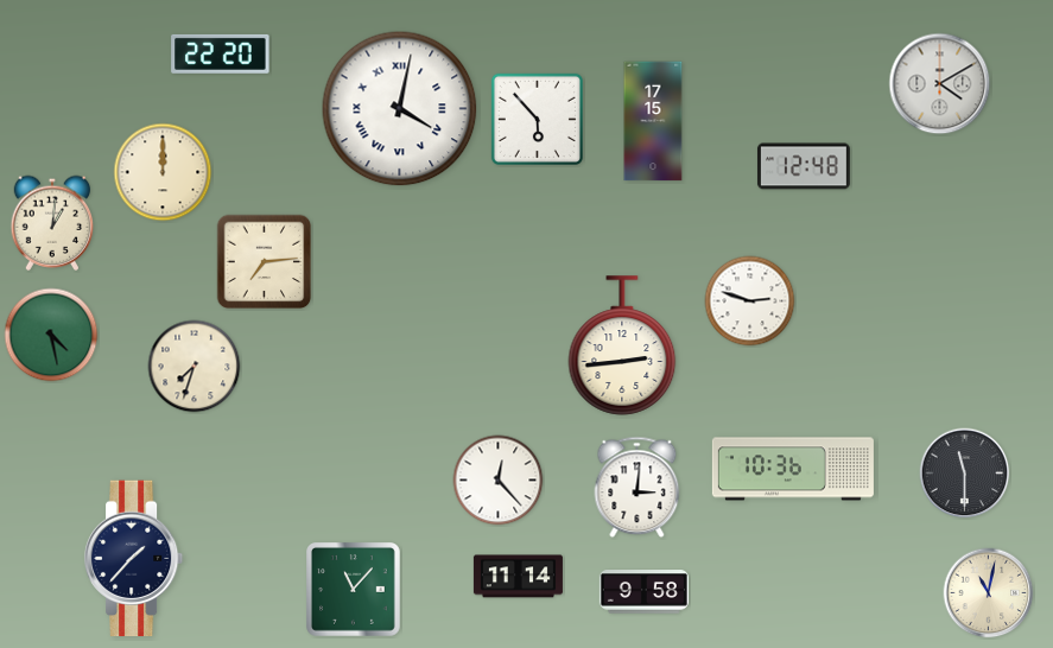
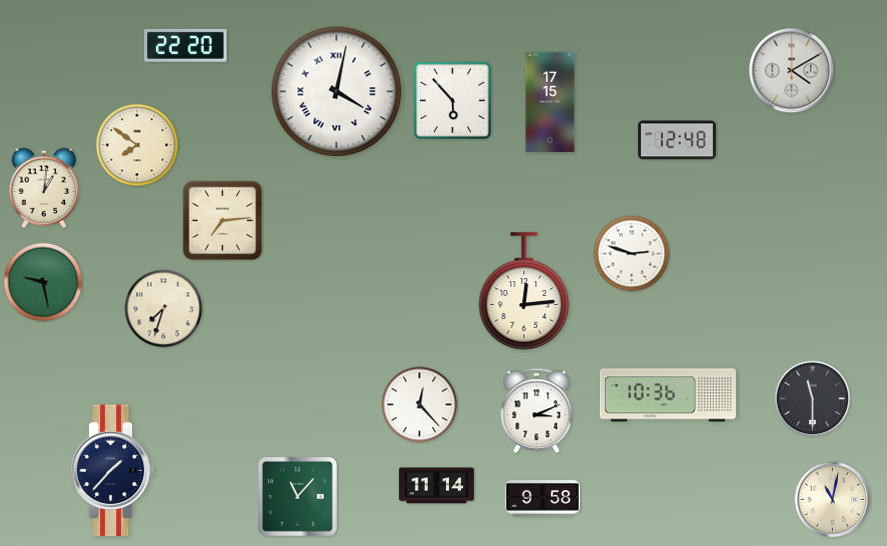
clock at (163, 172): 12:00 -> 7:51
clock at (51, 335): 4:28 -> 9:28
clock at (622, 345): 2:44 -> 12:14
clock at (637, 488): 3:01 -> 3:11
